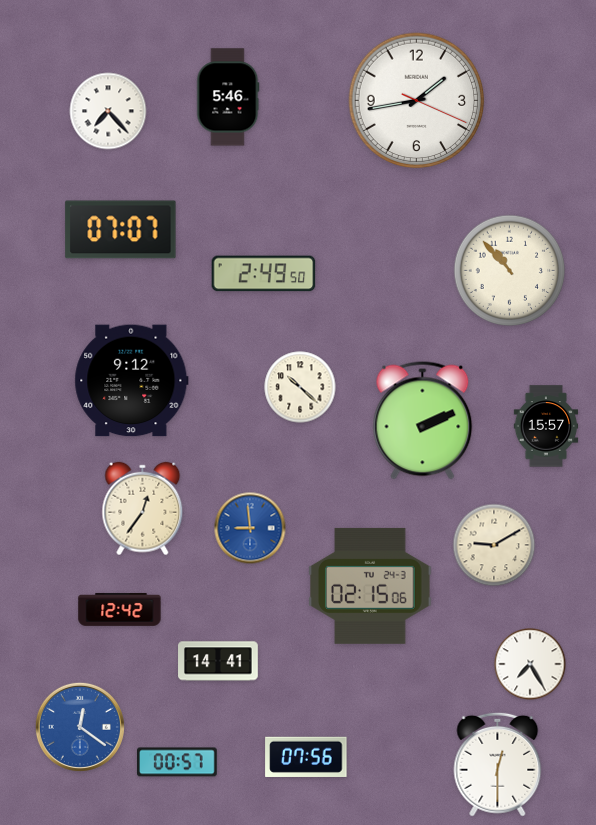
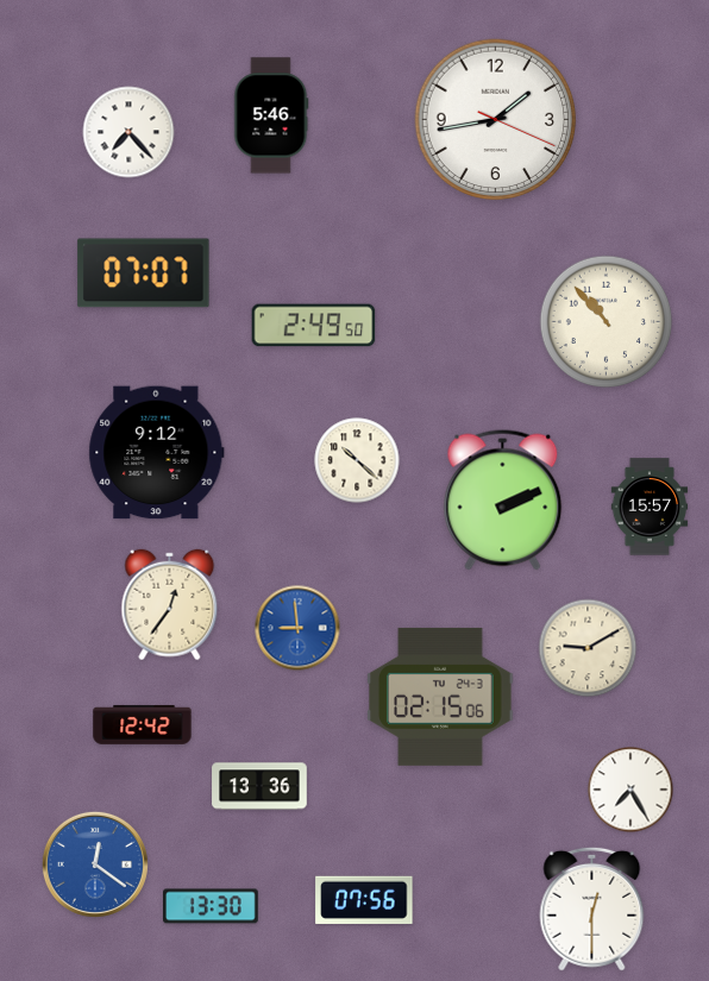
clock at (218, 661): 14:41 -> 13:36
clock at (178, 762): 00:57 -> 13:30
